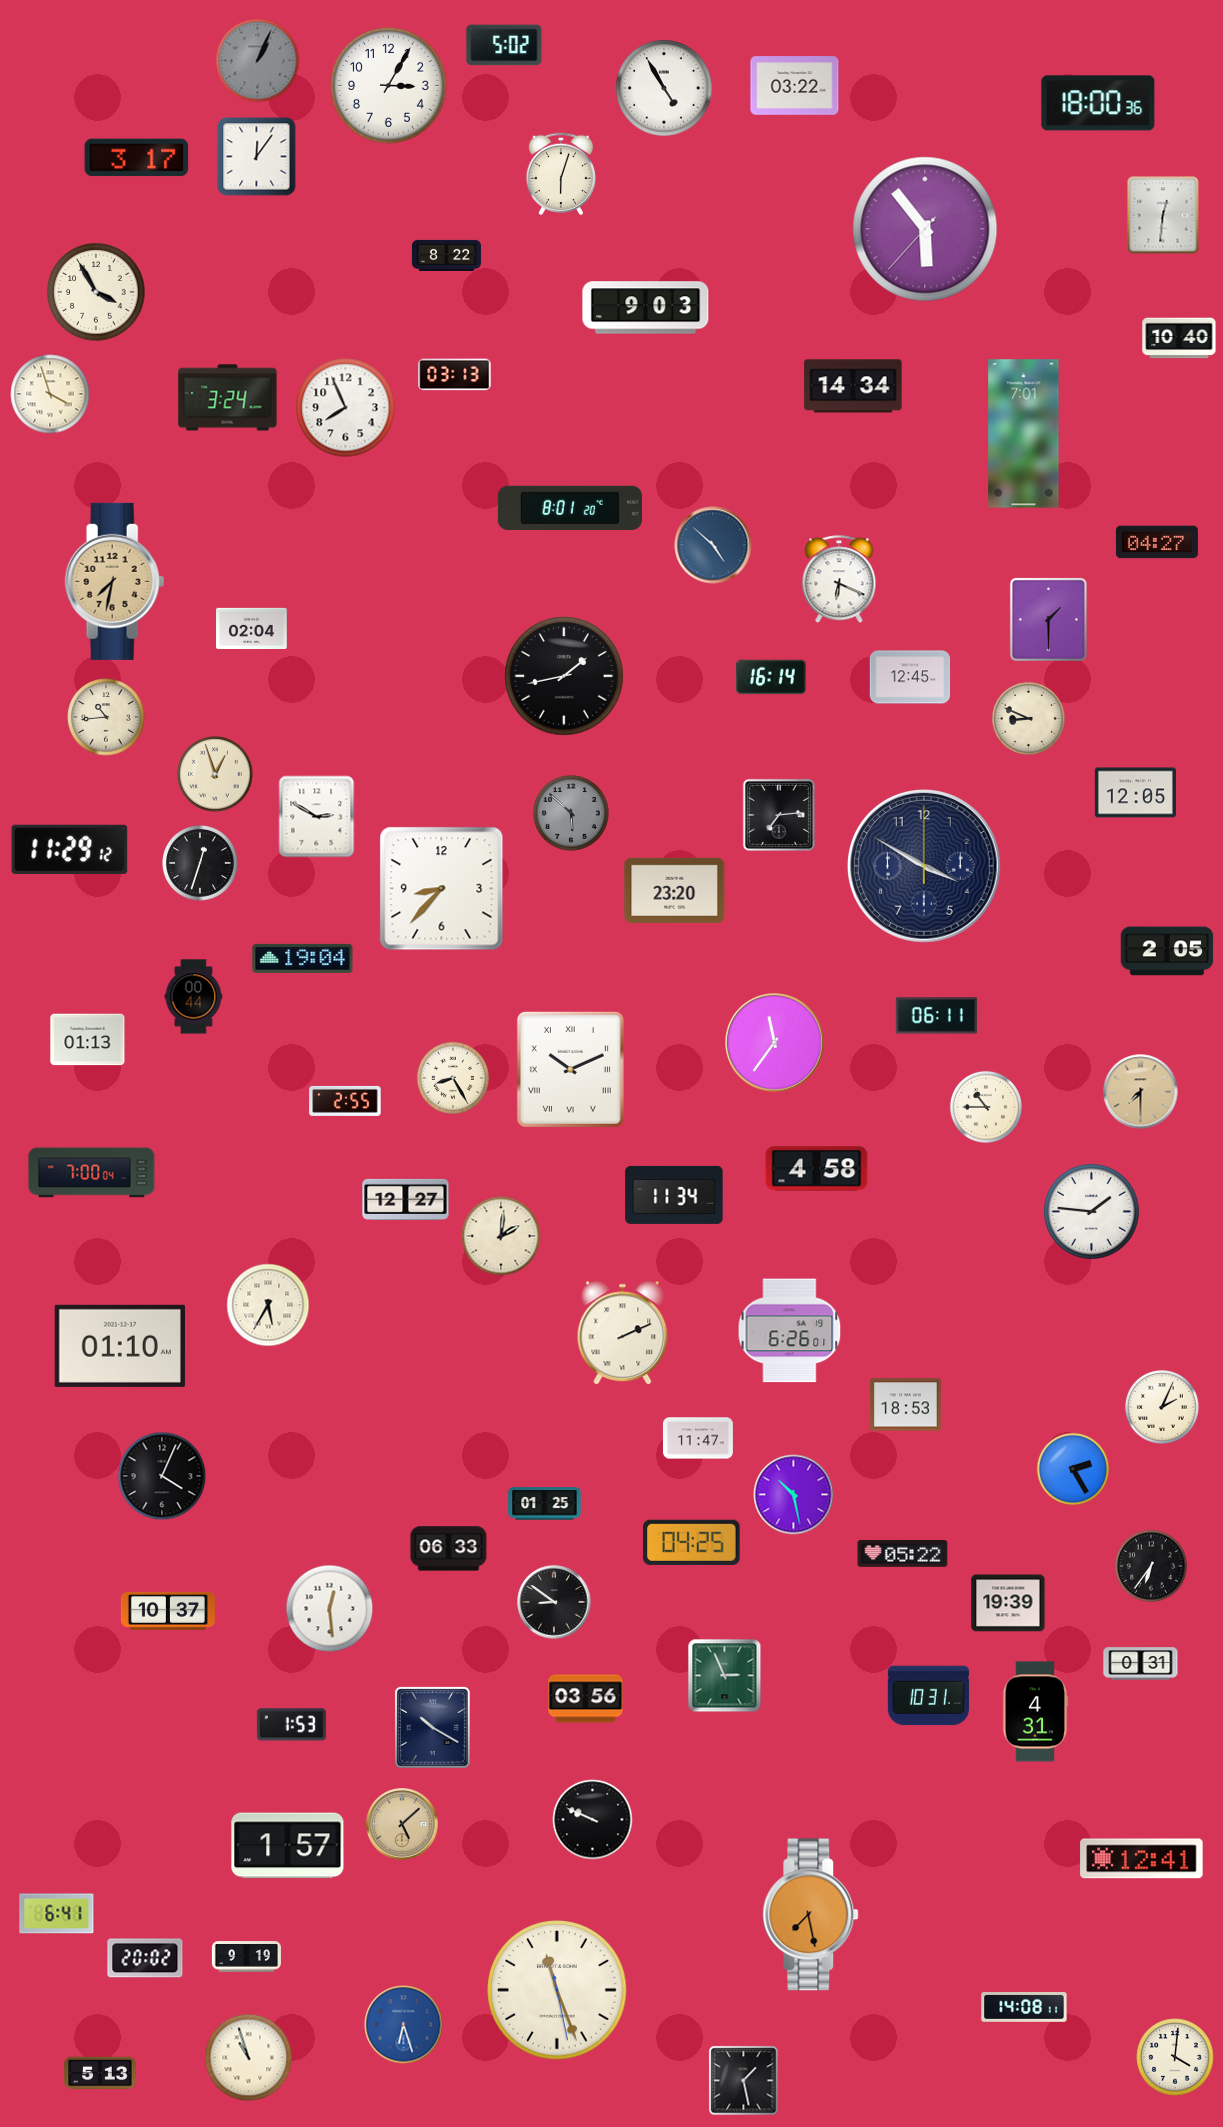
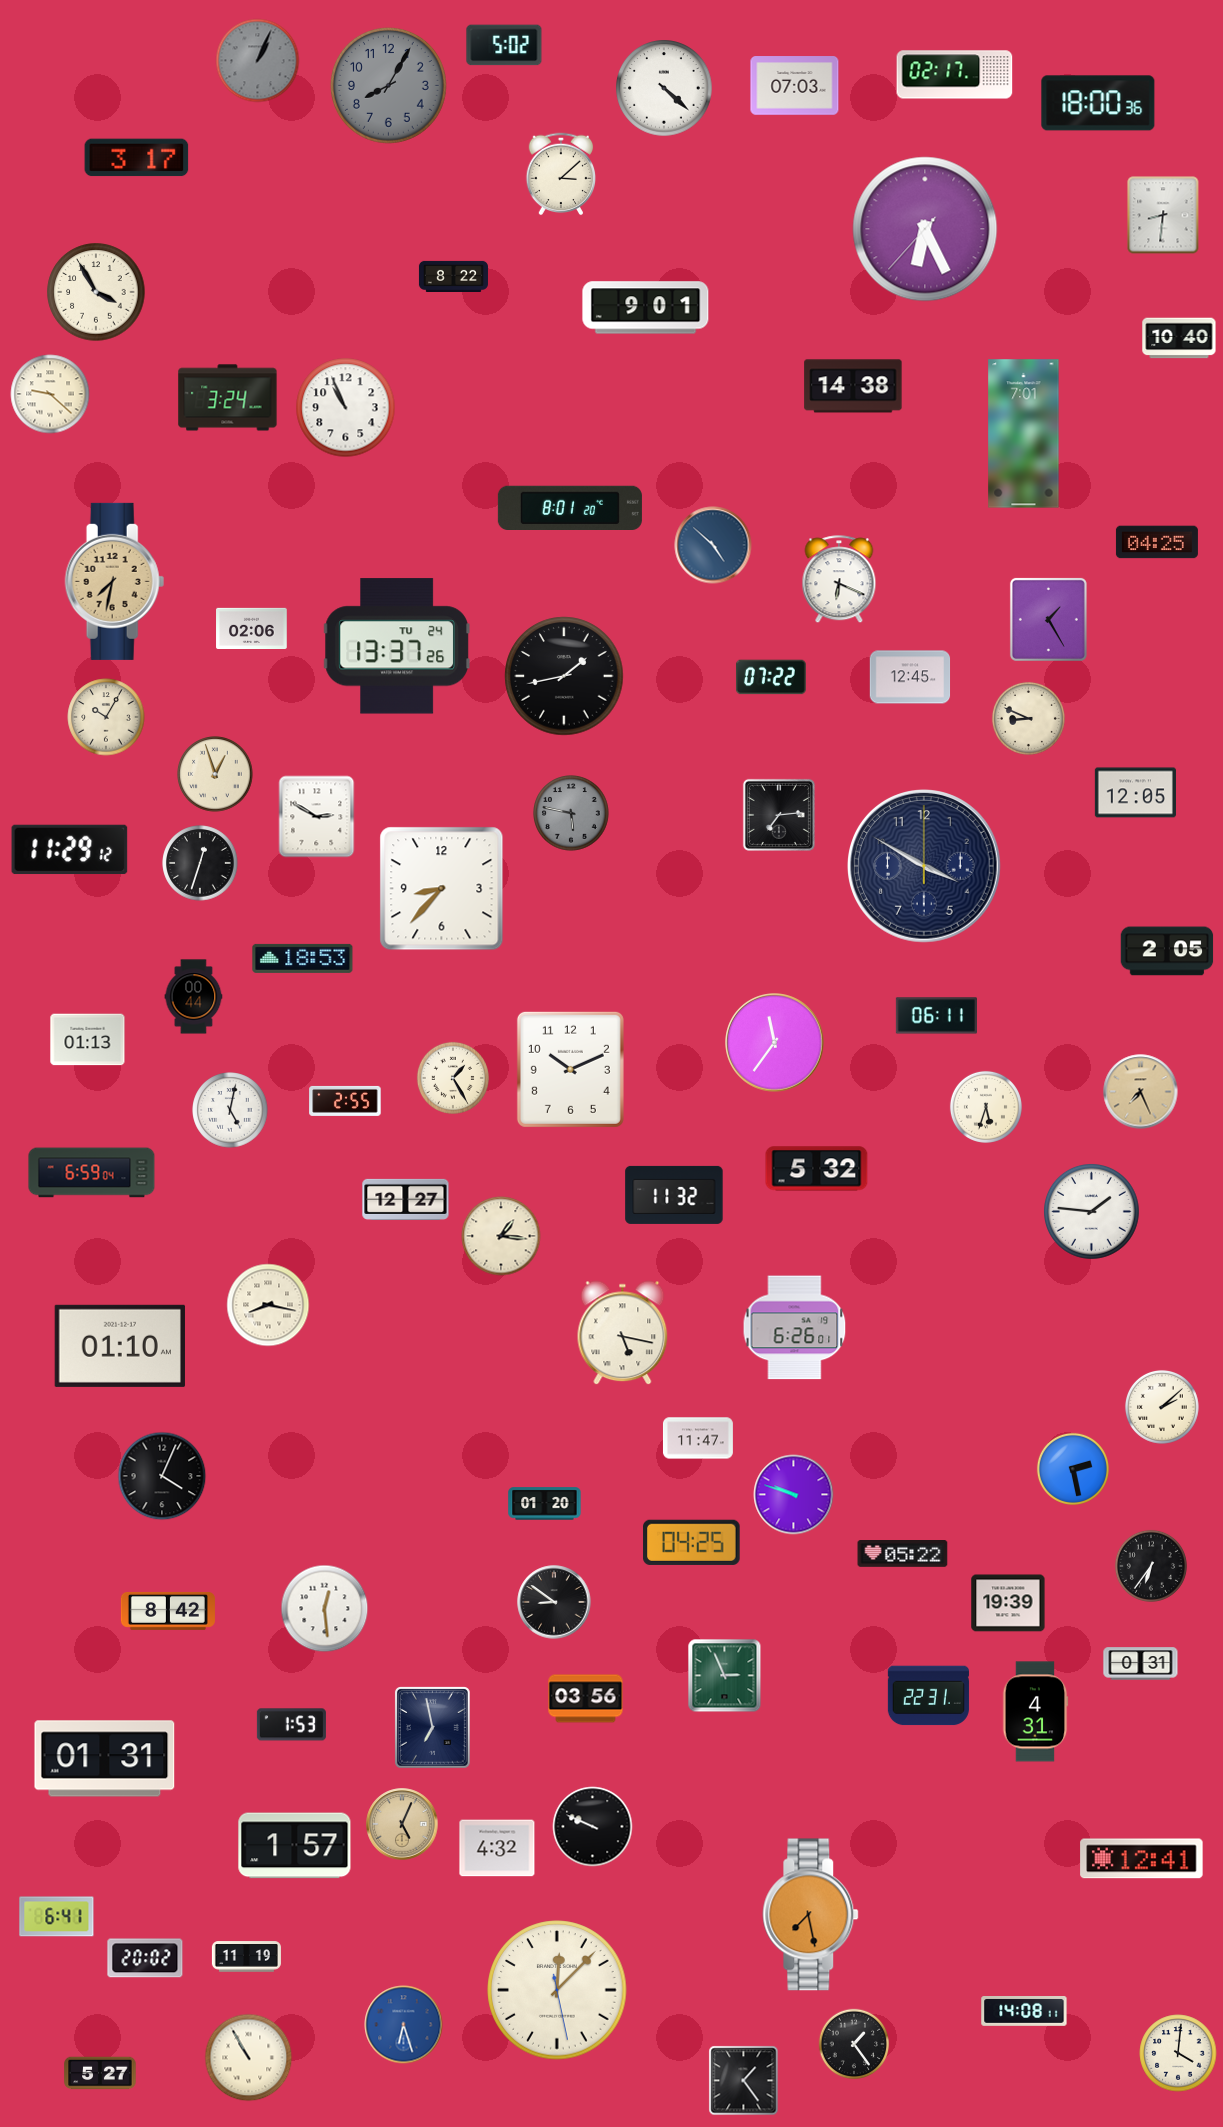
clock at (955, 75): none -> 02:17
clock at (388, 85): 3:05 -> 8:05
clock at (388, 85) dial: white -> grey
clock at (795, 86): 03:22 -> 07:03
clock at (664, 88): 4:55 -> 4:22
clock at (257, 157): 12:06 -> none
clock at (561, 174): 6:03 -> 3:08
clock at (1163, 215): 12:31 -> 8:31
clock at (925, 229): 5:53 -> 6:25
clock at (446, 255) position: (446, 255) -> (453, 276)
clock at (646, 308): 9:03 -> 9:01
clock at (455, 375): 03:13 -> none
clock at (853, 386): 14:34 -> 14:38
clock at (50, 394): 3:57 -> 9:22
clock at (346, 408): 7:56 -> 10:56
clock at (1157, 542): 04:27 -> 04:25
clock at (1048, 619): 1:30 -> 1:25
clock at (252, 628): 02:04 -> 02:06
clock at (397, 646): none -> 13:37
clock at (771, 677): 16:14 -> 07:22
clock at (106, 717): 10:44 -> 10:05
clock at (571, 813): 5:52 -> 5:47
clock at (675, 890): 23:20 -> none
clock at (303, 958): 19:04 -> 18:53
clock at (570, 1069) numerals: Roman -> Arabic
clock at (453, 1078): 8:25 -> 1:25
clock at (1141, 1092): 7:30 -> 7:26
clock at (986, 1107): 10:45 -> 5:33
clock at (230, 1110): none -> 5:02
clock at (817, 1169): 4:58 -> 5:32
clock at (92, 1173): 7:00 -> 6:59
clock at (674, 1195): 11:34 -> 11:32
clock at (501, 1236): 2:01 -> 1:16
clock at (268, 1305): 5:35 -> 8:17
clock at (790, 1331) position: (790, 1331) -> (795, 1328)
clock at (623, 1333): 2:11 -> 5:17
clock at (906, 1405): 18:53 -> none
clock at (1162, 1407): 2:04 -> 2:08
clock at (1073, 1469): 2:25 -> 2:28
clock at (794, 1495): 10:28 -> 9:48
clock at (545, 1504): 01:25 -> 01:20
clock at (449, 1549): 06:33 -> none
clock at (330, 1609) position: (330, 1609) -> (325, 1609)
clock at (168, 1611): 10:37 -> 8:42
clock at (928, 1696): 10:31 -> 22:31
clock at (432, 1728): 10:20 -> 6:58
clock at (105, 1759): none -> 01:31
clock at (593, 1820) position: (593, 1820) -> (593, 1827)
clock at (402, 1824): 5:08 -> 5:04
clock at (288, 1846) position: (288, 1846) -> (295, 1846)
clock at (497, 1848): none -> 4:32
clock at (57, 1914) position: (57, 1914) -> (57, 1917)
clock at (246, 1957): 9:19 -> 11:19
clock at (557, 1990): 11:26 -> 12:07
clock at (1024, 2008) position: (1024, 2008) -> (1024, 2012)
clock at (854, 2044): none -> 1:24
clock at (1175, 2057) position: (1175, 2057) -> (1178, 2053)
clock at (249, 2058): 10:57 -> 10:55
clock at (100, 2073): 5:13 -> 5:27
clock at (744, 2081): 1:28 -> 1:24
